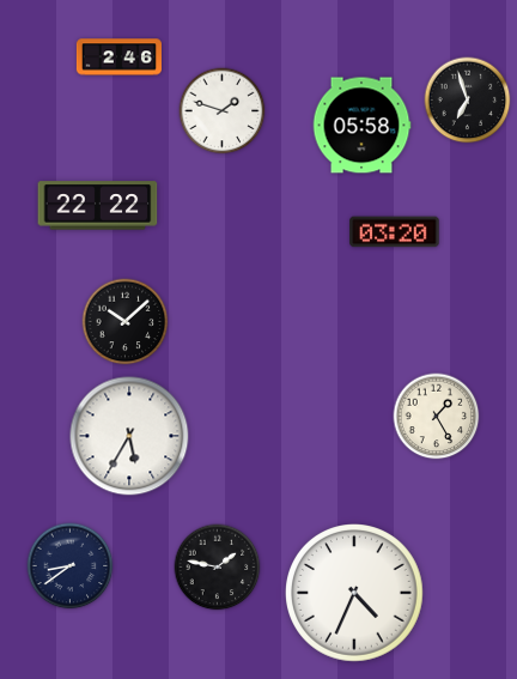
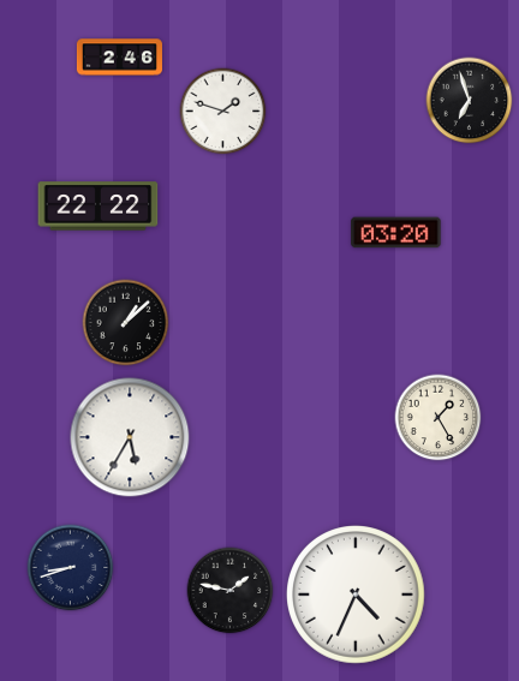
clock at (361, 126): 05:58 -> none
clock at (126, 322): 10:08 -> 1:08
clock at (71, 566): 8:39 -> 8:42
clock at (218, 568) position: (218, 568) -> (231, 591)
